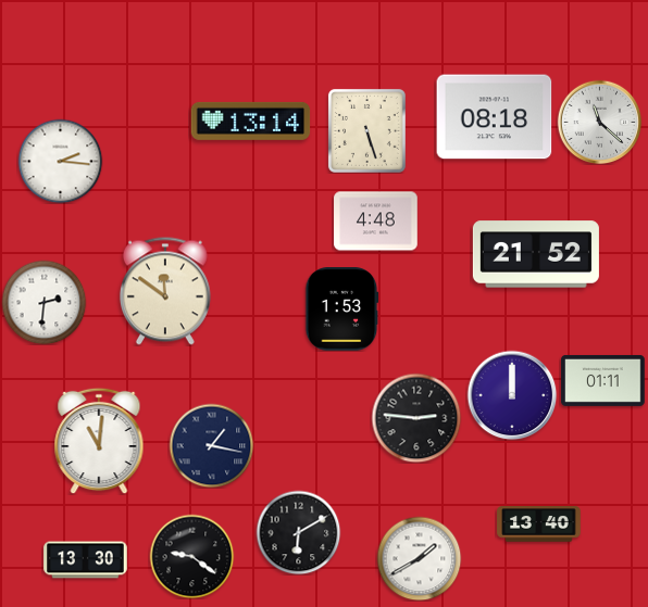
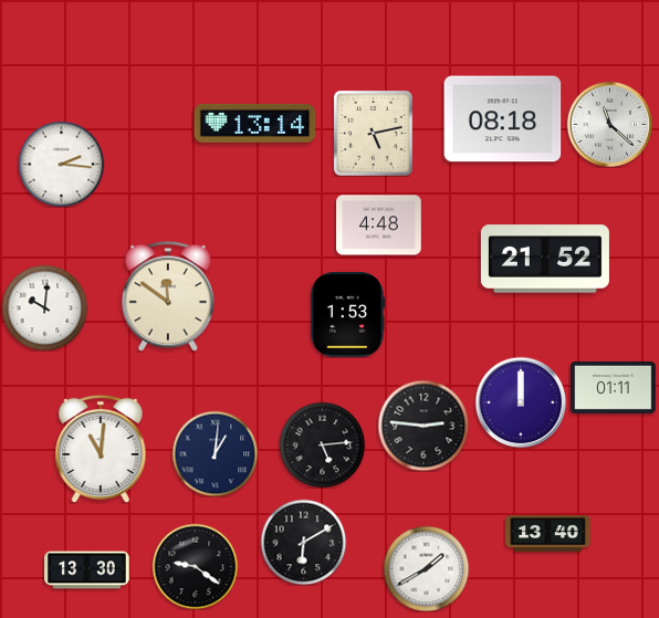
clock at (366, 130): 5:27 -> 5:13
clock at (376, 222) position: (376, 222) -> (379, 226)
clock at (43, 302): 2:31 -> 10:01
clock at (322, 444): none -> 5:14
clock at (211, 445): 1:17 -> 1:01
